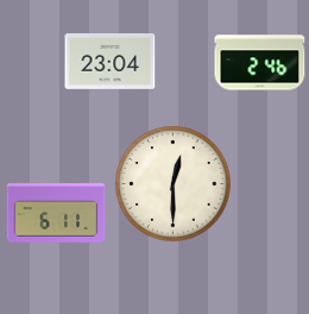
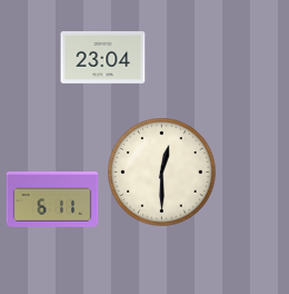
clock at (260, 63): 2:46 -> none
